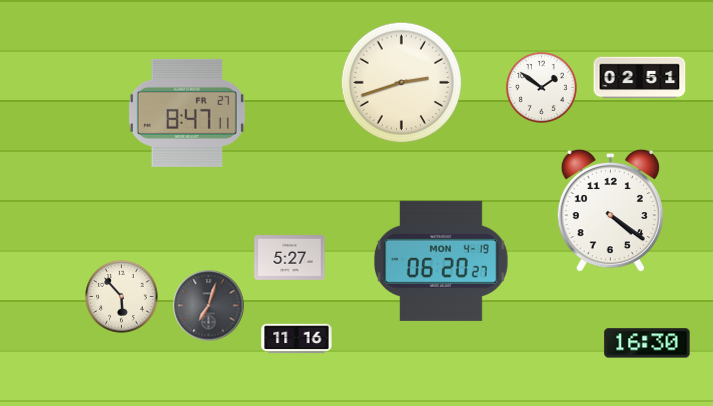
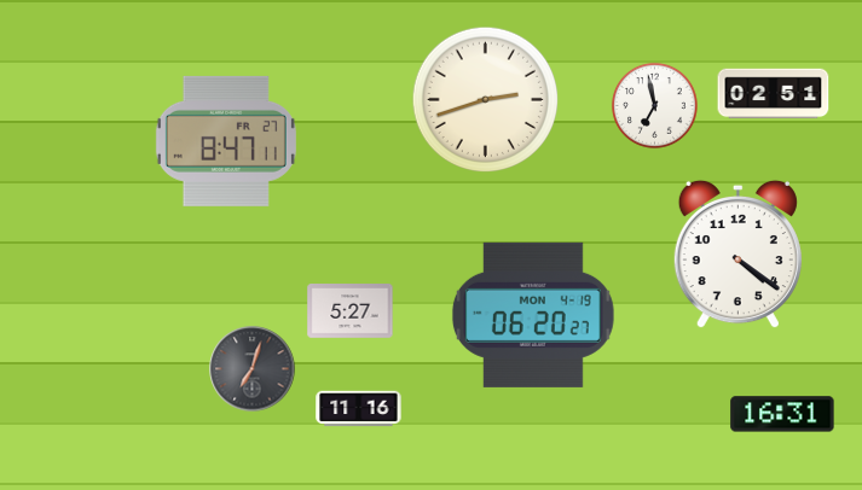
clock at (541, 87): 1:51 -> 6:58
clock at (187, 113) position: (187, 113) -> (226, 141)
clock at (122, 297): 5:53 -> none
clock at (647, 343): 16:30 -> 16:31
